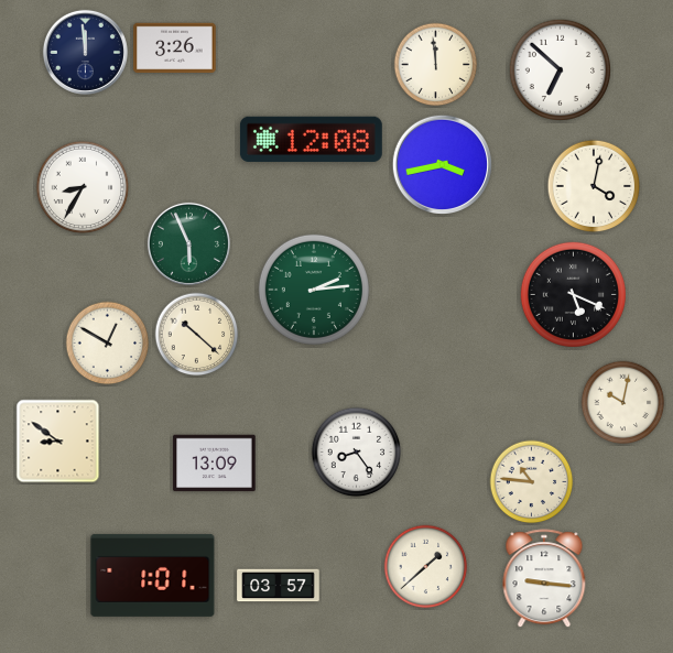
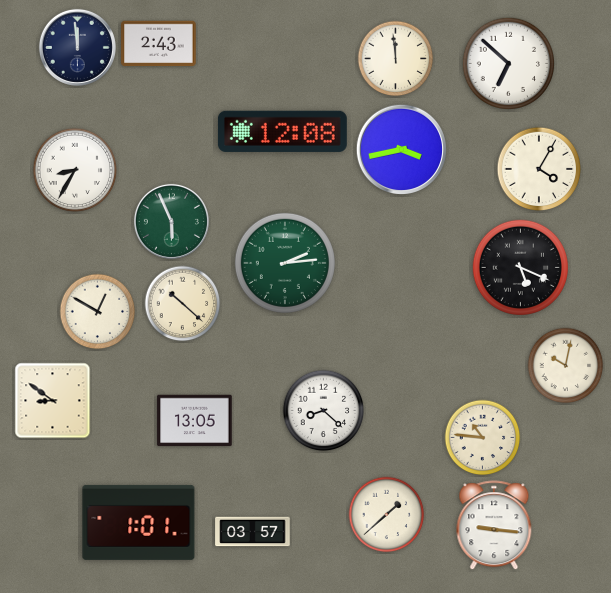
clock at (175, 48): 3:26 -> 2:43
clock at (311, 139) position: (311, 139) -> (282, 131)
clock at (594, 186): 4:02 -> 4:05
clock at (197, 335) position: (197, 335) -> (183, 304)
clock at (357, 453): 8:24 -> 8:22
clock at (215, 464): 13:09 -> 13:05
